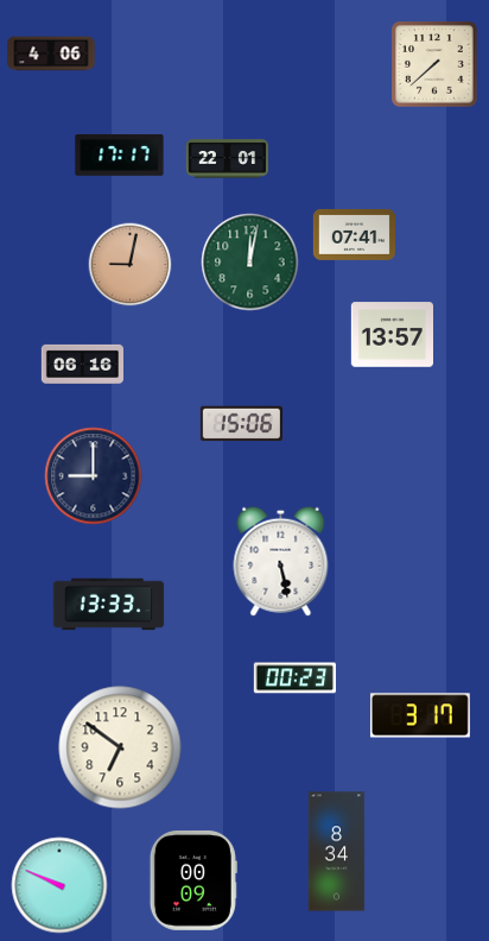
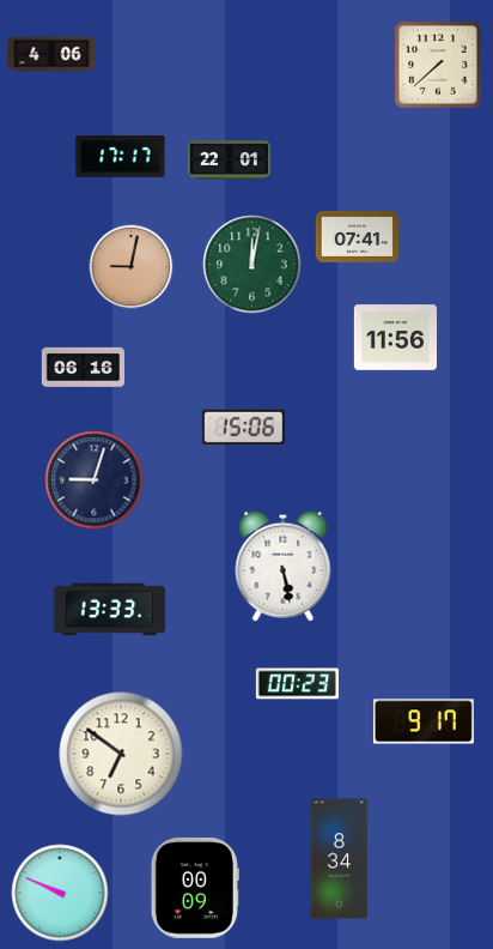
clock at (392, 335): 13:57 -> 11:56
clock at (94, 476): 9:00 -> 9:03
clock at (420, 715): 3:17 -> 9:17
